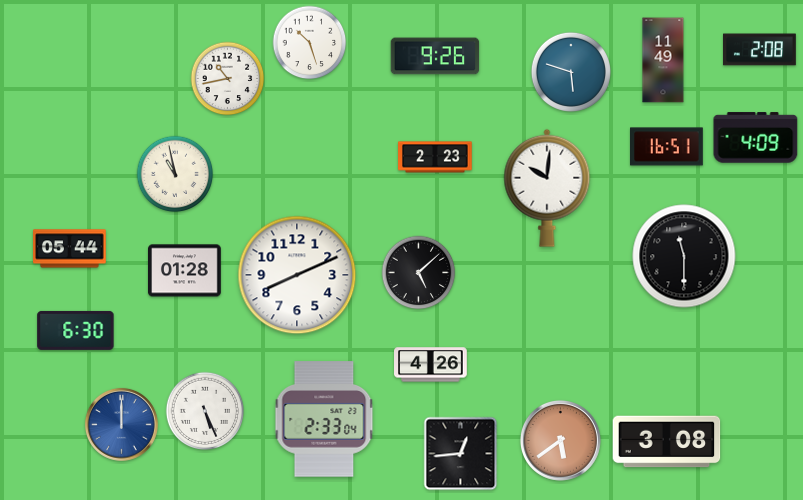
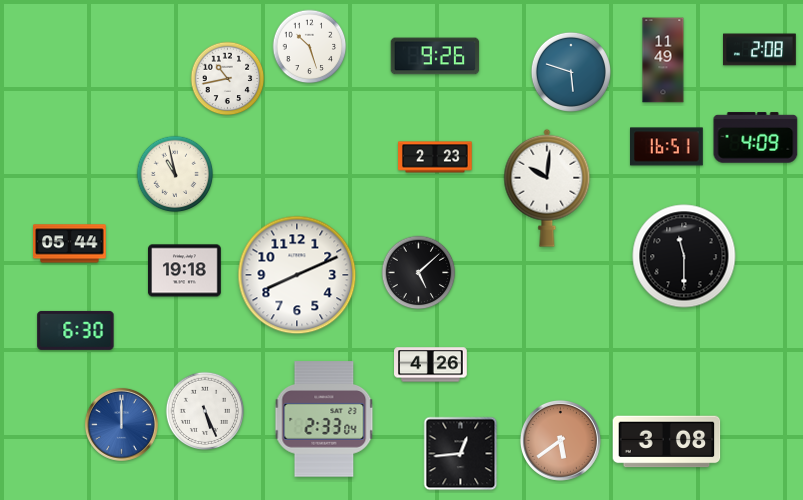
clock at (310, 43) position: (310, 43) -> (310, 47)
clock at (70, 249) position: (70, 249) -> (70, 244)
clock at (185, 271): 01:28 -> 19:18
